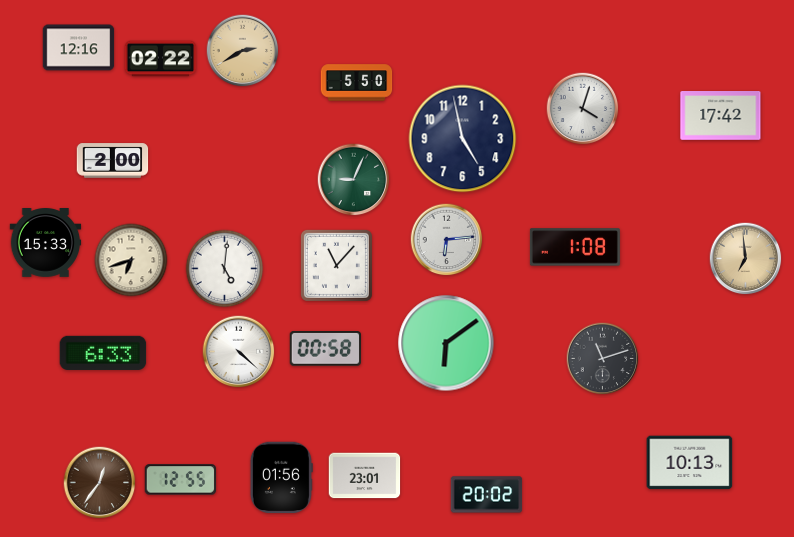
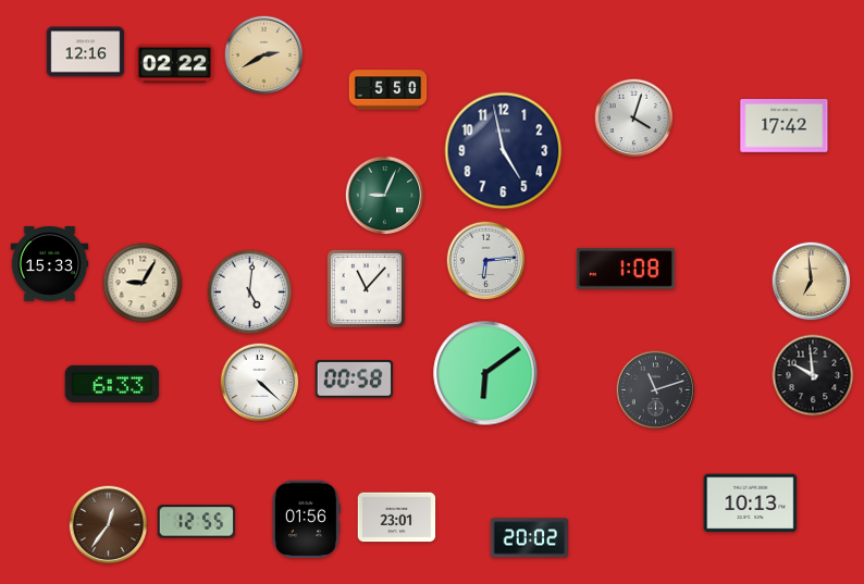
clock at (113, 161): 2:00 -> none
clock at (131, 260): 6:42 -> 9:05
clock at (225, 269) position: (225, 269) -> (250, 293)
clock at (813, 375): none -> 9:59
